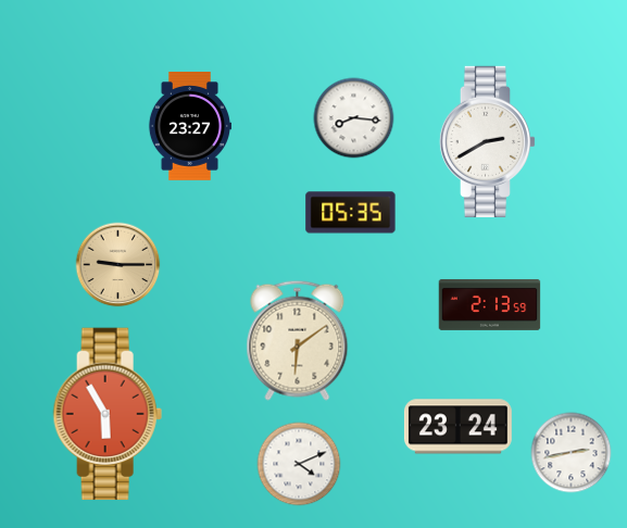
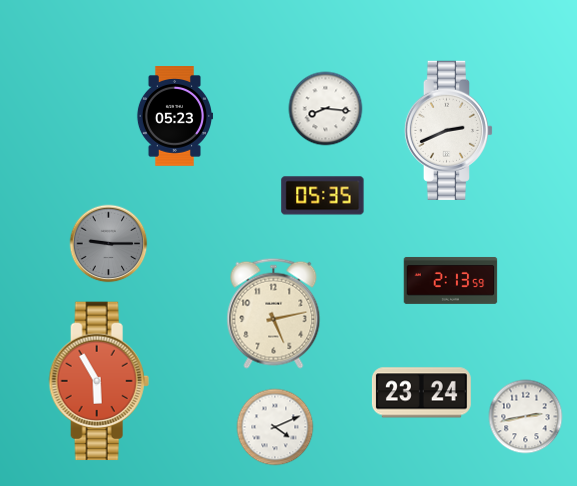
clock at (189, 127): 23:27 -> 05:23
clock at (487, 141): 2:40 -> 2:41
clock at (118, 265) dial: champagne -> grey
clock at (298, 340): 6:09 -> 5:13
